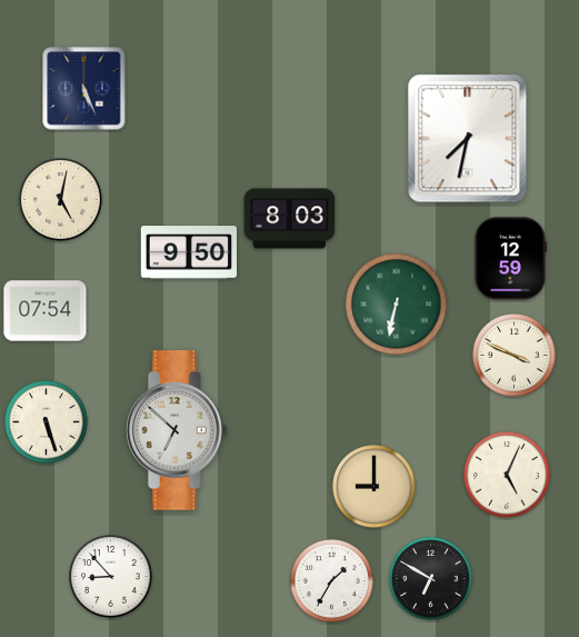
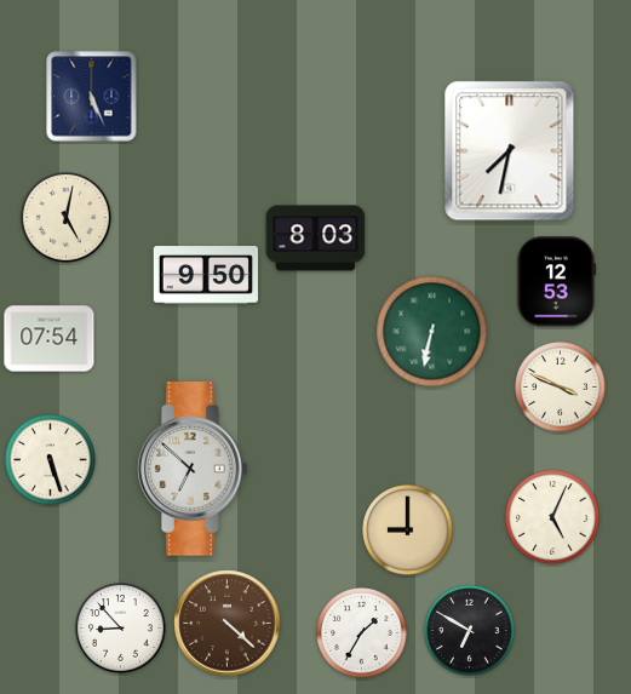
clock at (510, 259): 12:59 -> 12:53
clock at (228, 624): none -> 4:22
